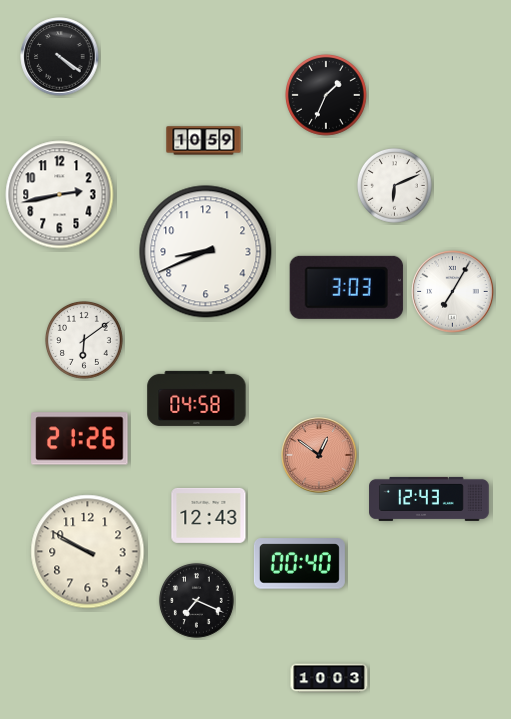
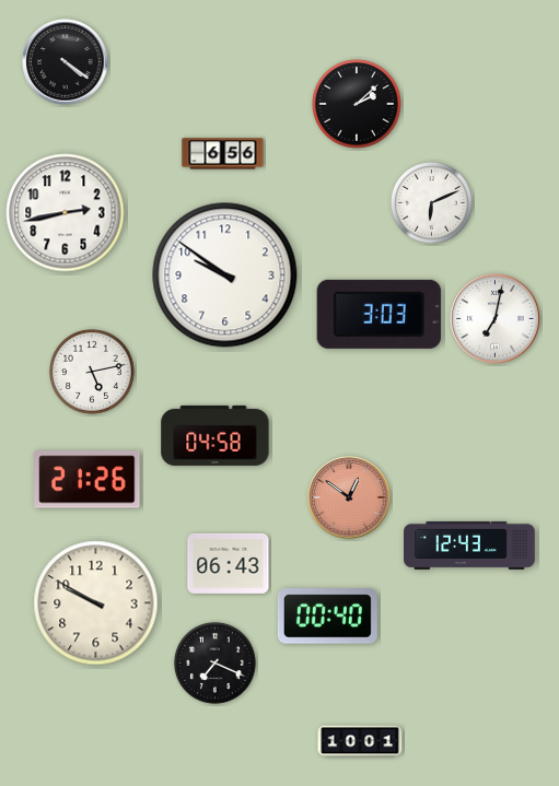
clock at (327, 96): 1:34 -> 2:08
clock at (204, 141): 10:59 -> 6:56
clock at (206, 252): 8:41 -> 9:51
clock at (453, 292): 7:05 -> 7:02
clock at (85, 341): 6:09 -> 5:13
clock at (209, 515): 12:43 -> 06:43
clock at (196, 600) position: (196, 600) -> (214, 662)
clock at (329, 678): 10:03 -> 10:01
